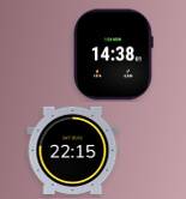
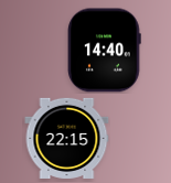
clock at (114, 55): 14:38 -> 14:40
